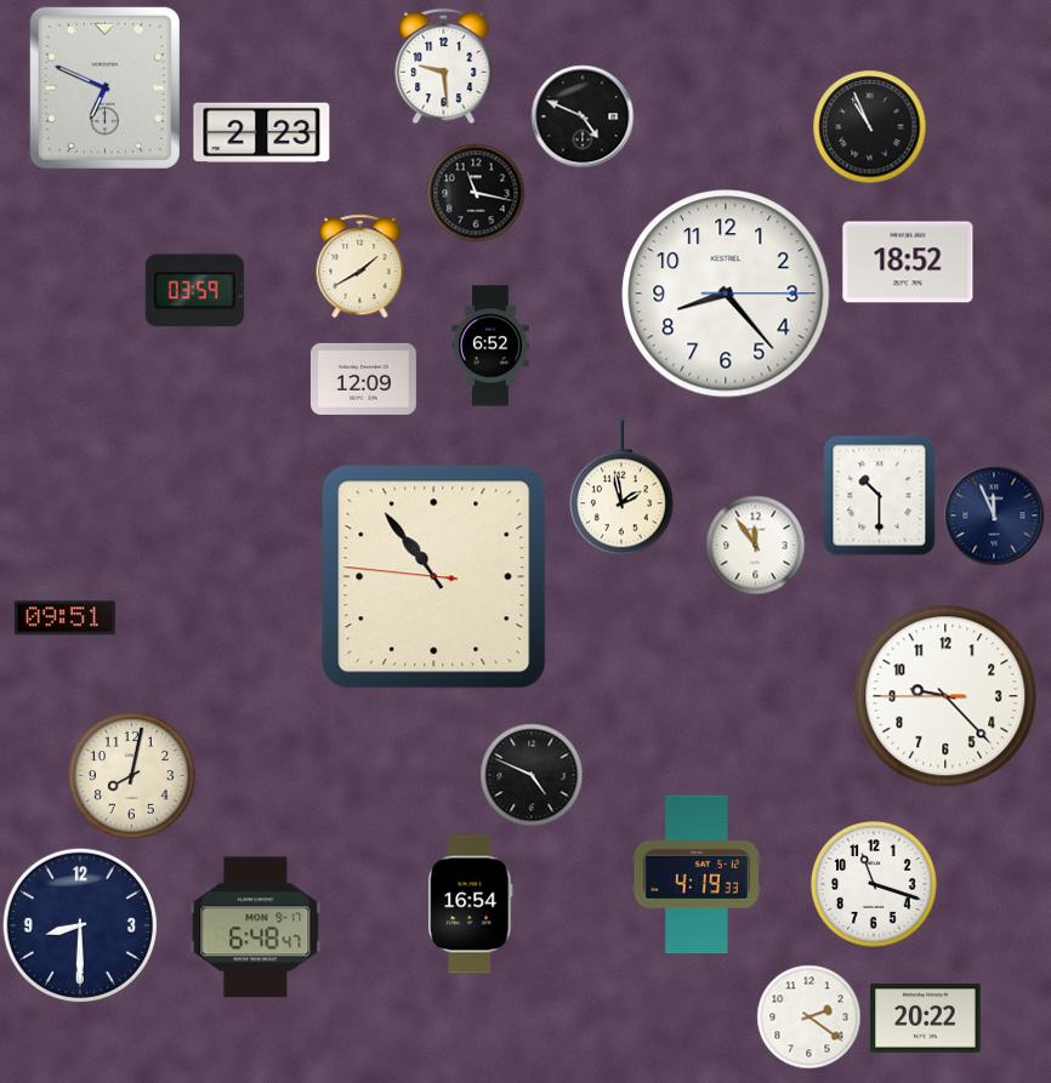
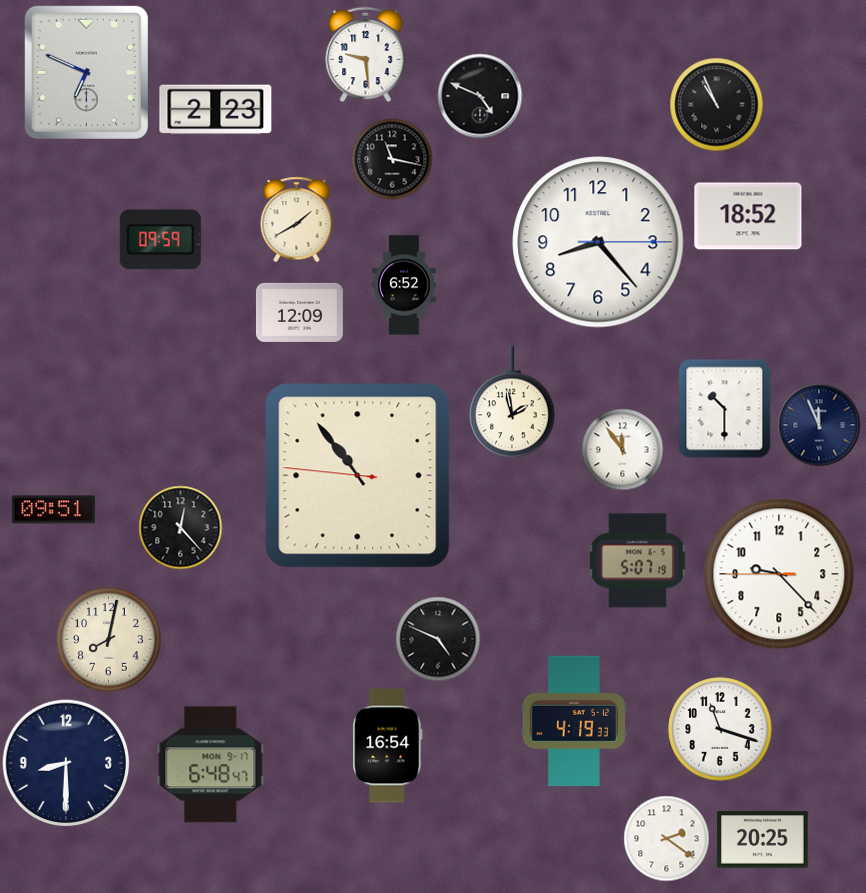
clock at (194, 291): 03:59 -> 09:59
clock at (180, 527): none -> 12:23
clock at (637, 561): none -> 5:07
clock at (926, 1019): 20:22 -> 20:25
